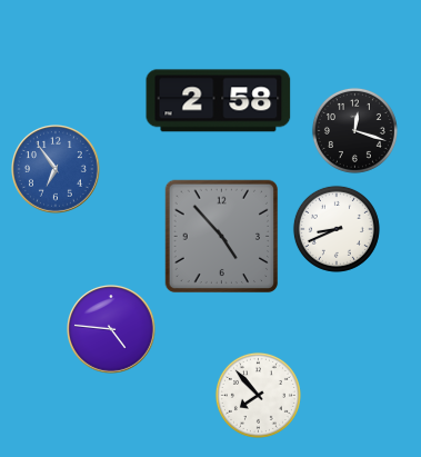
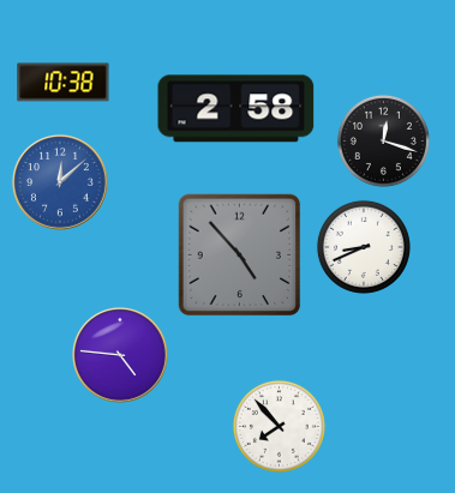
clock at (64, 83): none -> 10:38
clock at (57, 170): 6:54 -> 12:08
